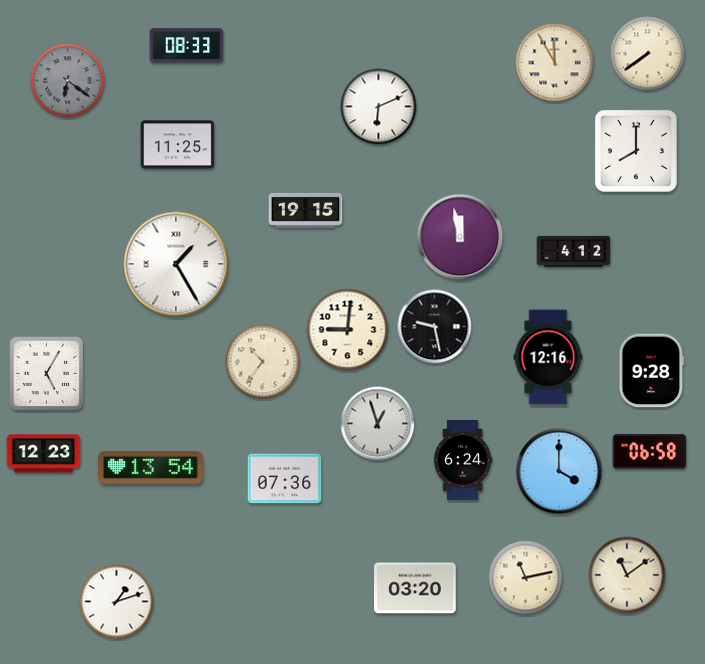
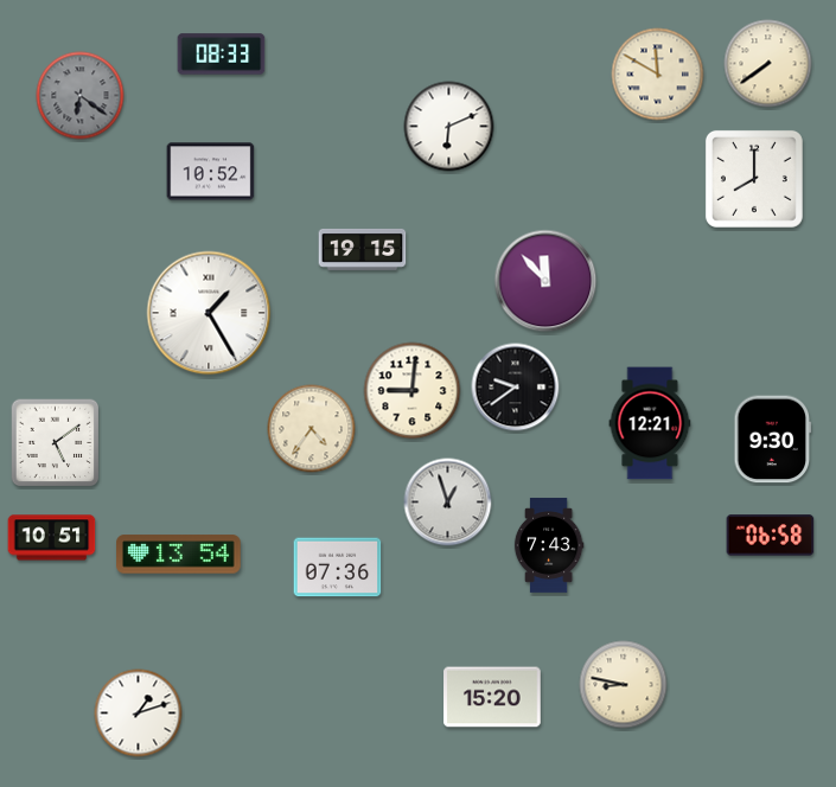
clock at (555, 63): 11:55 -> 11:50
clock at (178, 145): 11:25 -> 10:52
clock at (460, 237): 11:58 -> 11:53
clock at (574, 251): 4:12 -> none
clock at (435, 327): 9:28 -> 9:39
clock at (548, 357): 12:16 -> 12:21
clock at (263, 362): 10:36 -> 4:36
clock at (652, 371): 9:28 -> 9:30
clock at (47, 374): 5:05 -> 5:09
clock at (44, 454): 12:23 -> 10:51
clock at (463, 460): 6:24 -> 7:43
clock at (559, 471): 4:00 -> none
clock at (627, 575): 11:09 -> none
clock at (526, 578): 11:13 -> 8:47
clock at (415, 588): 03:20 -> 15:20
